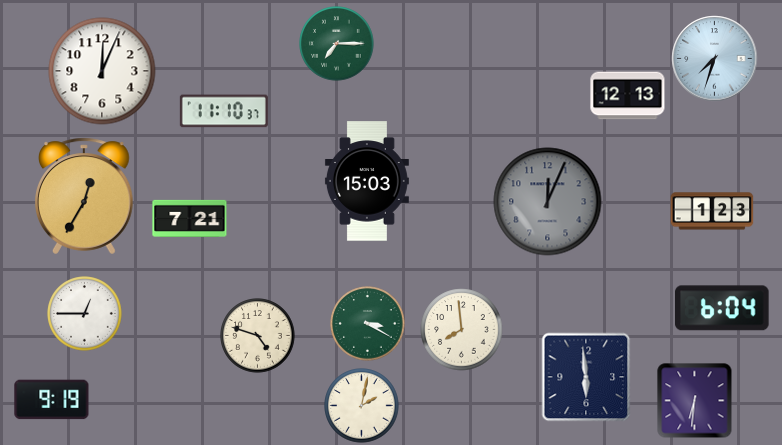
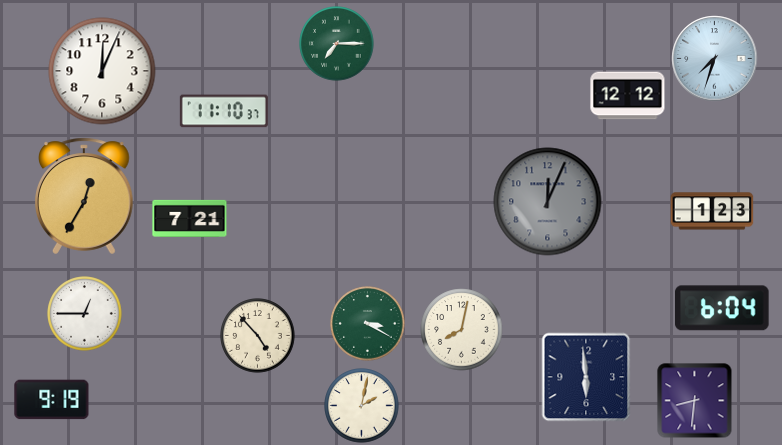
clock at (628, 96): 12:13 -> 12:12
clock at (367, 181): 15:03 -> none
clock at (462, 330): 7:59 -> 8:02
clock at (258, 336): 4:48 -> 4:53
clock at (695, 401): 6:31 -> 8:31
